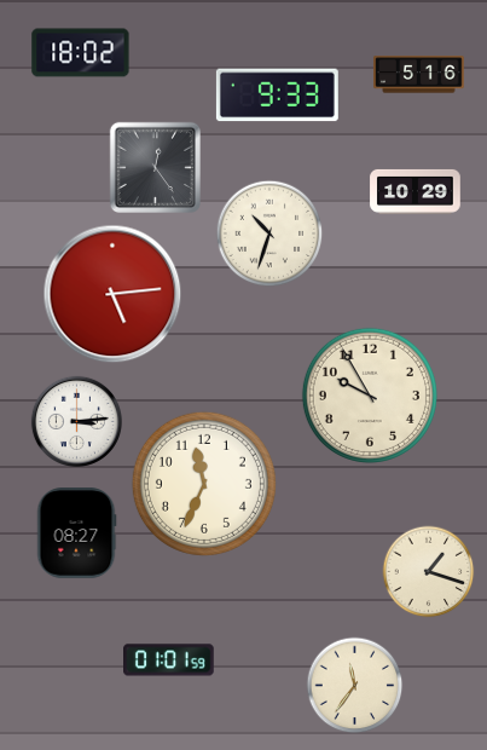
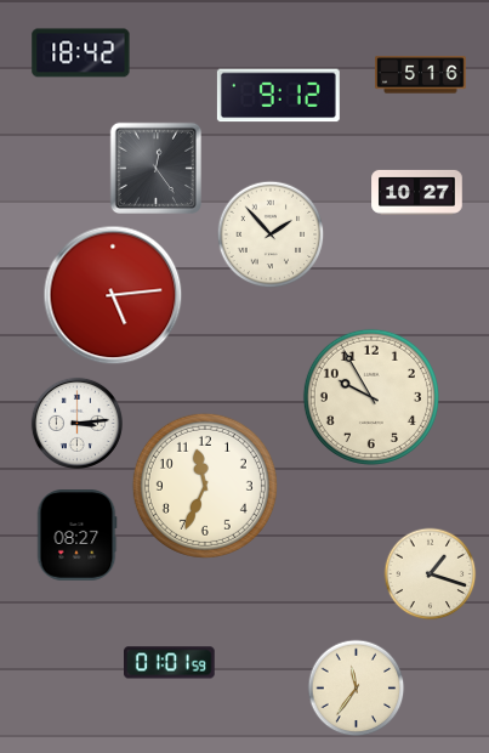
clock at (81, 53): 18:02 -> 18:42
clock at (277, 96): 9:33 -> 9:12
clock at (416, 191): 10:29 -> 10:27
clock at (269, 233): 10:33 -> 1:53
